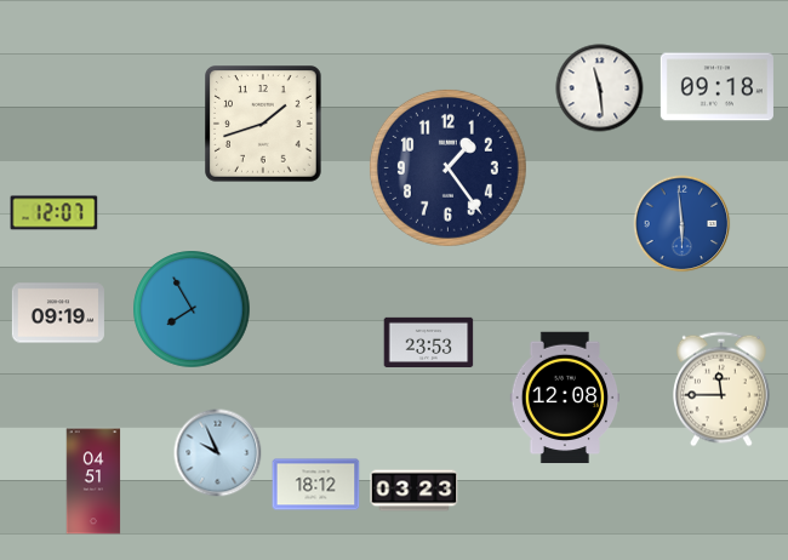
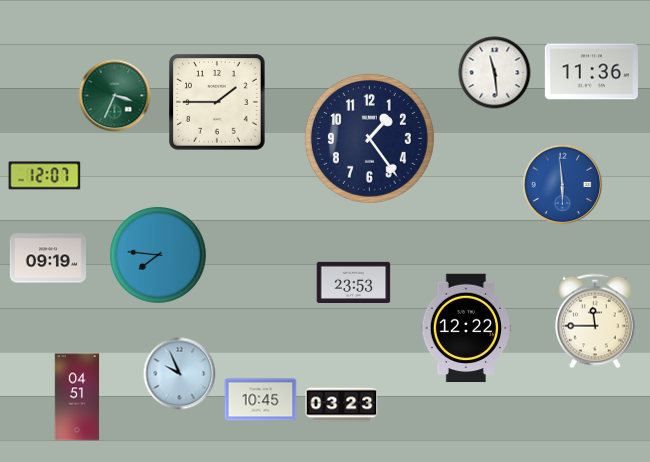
clock at (716, 87): 09:18 -> 11:36
clock at (115, 96): none -> 3:34
clock at (264, 125): 1:42 -> 1:45
clock at (192, 309): 7:55 -> 7:46
clock at (565, 398): 12:08 -> 12:22
clock at (316, 485): 18:12 -> 10:45
